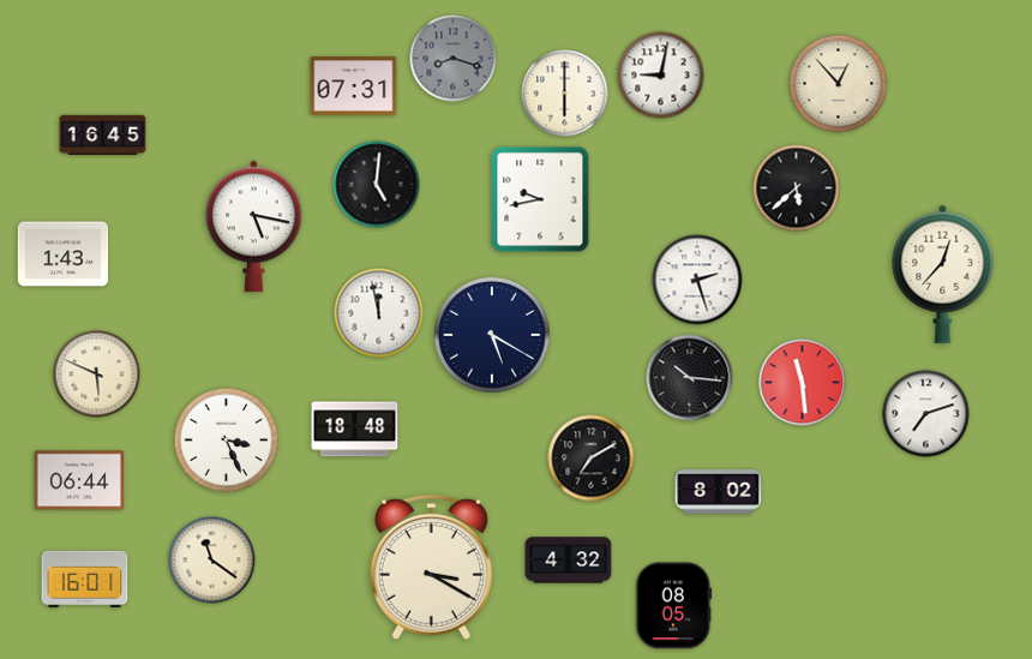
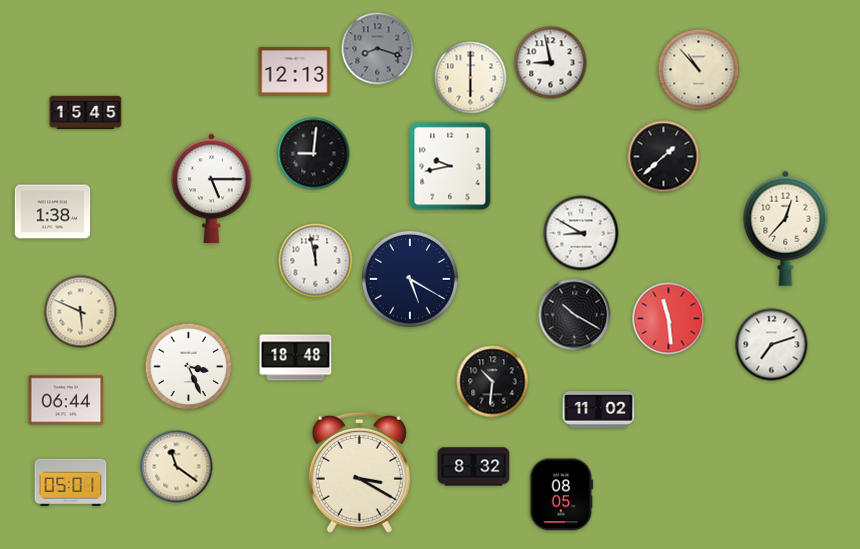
clock at (661, 76): 9:02 -> 8:58
clock at (839, 84): 12:53 -> 10:53
clock at (354, 86): 07:31 -> 12:13
clock at (103, 136): 16:45 -> 15:45
clock at (377, 185): 5:01 -> 9:01
clock at (797, 188): 5:38 -> 1:38
clock at (254, 227): 5:17 -> 5:15
clock at (64, 254): 1:43 -> 1:38
clock at (697, 280): 2:27 -> 8:50
clock at (690, 378): 10:16 -> 10:20
clock at (592, 459): 7:10 -> 10:31
clock at (719, 492): 8:02 -> 11:02
clock at (569, 561): 4:32 -> 8:32
clock at (85, 579): 16:01 -> 05:01
clock at (674, 606) position: (674, 606) -> (562, 495)
